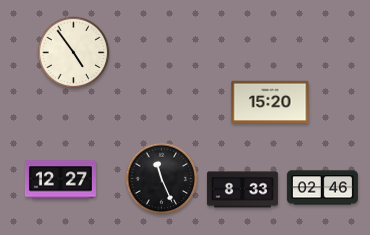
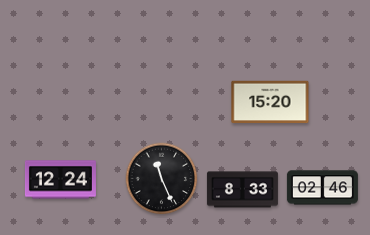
clock at (74, 53): 4:54 -> none
clock at (60, 180): 12:27 -> 12:24
